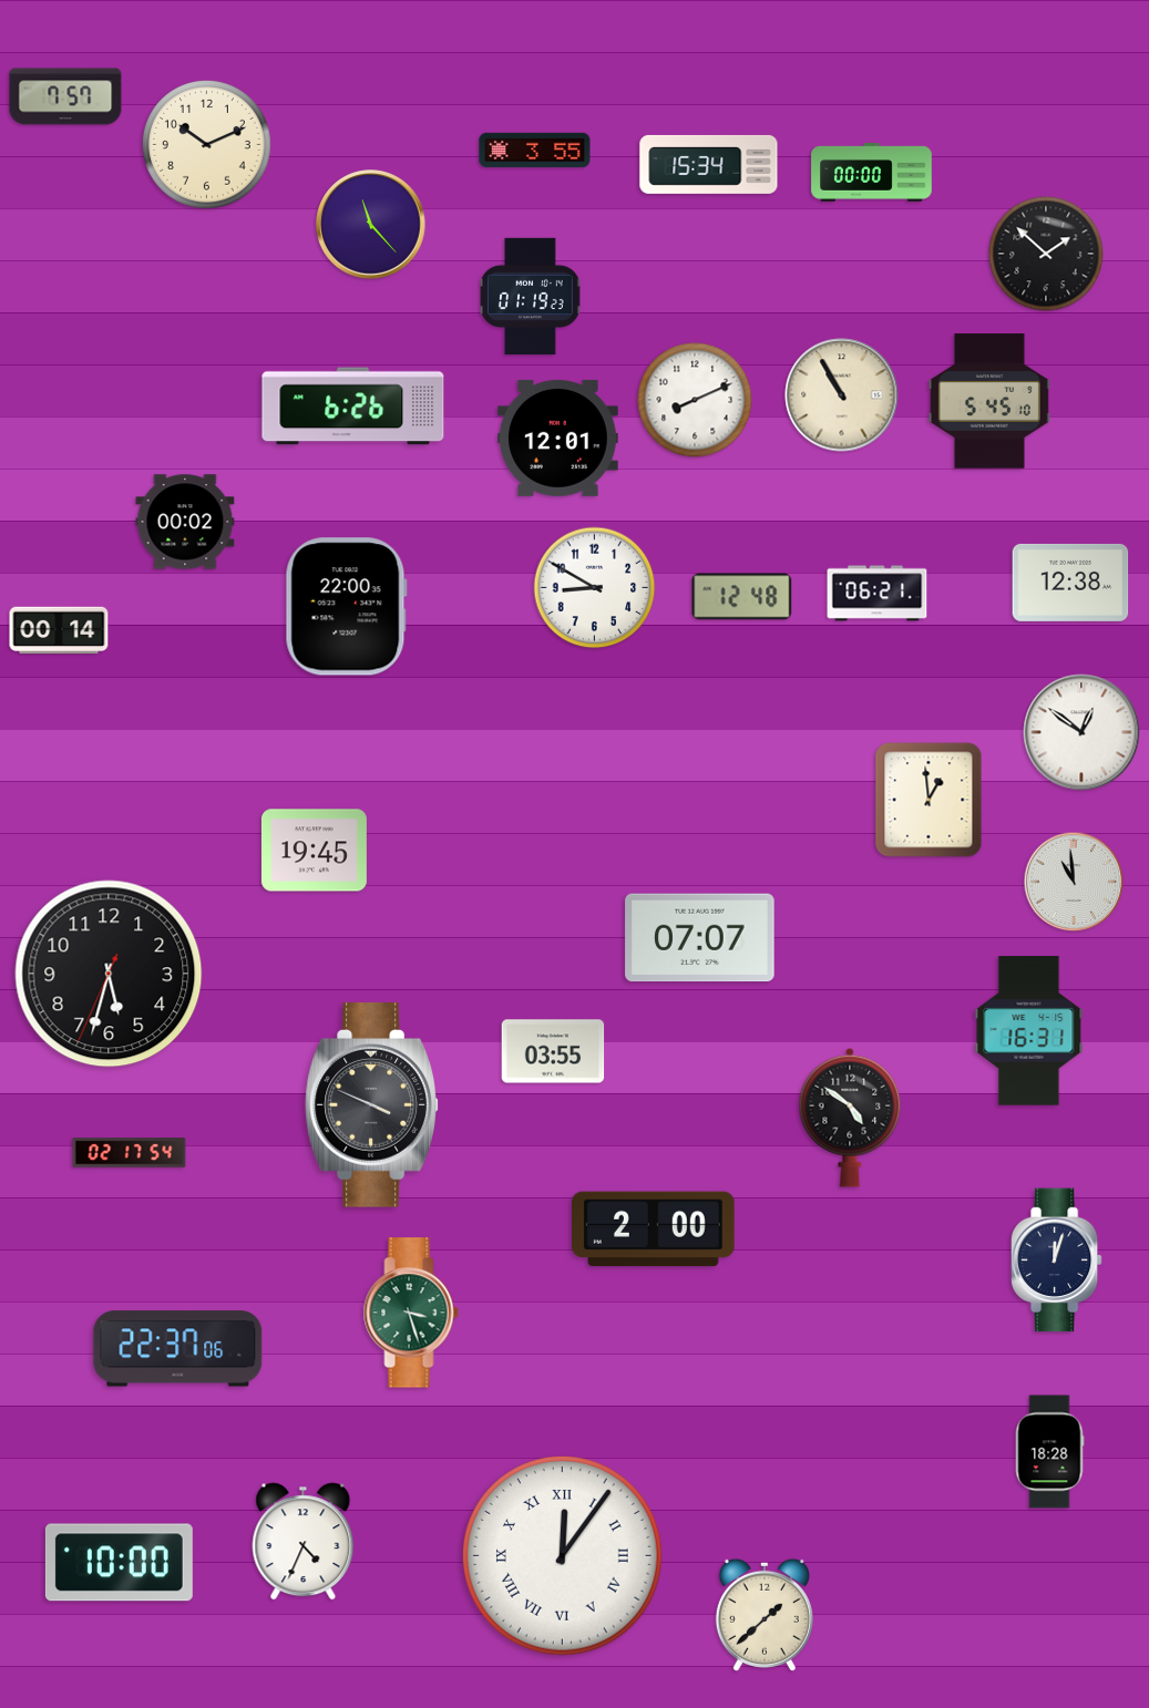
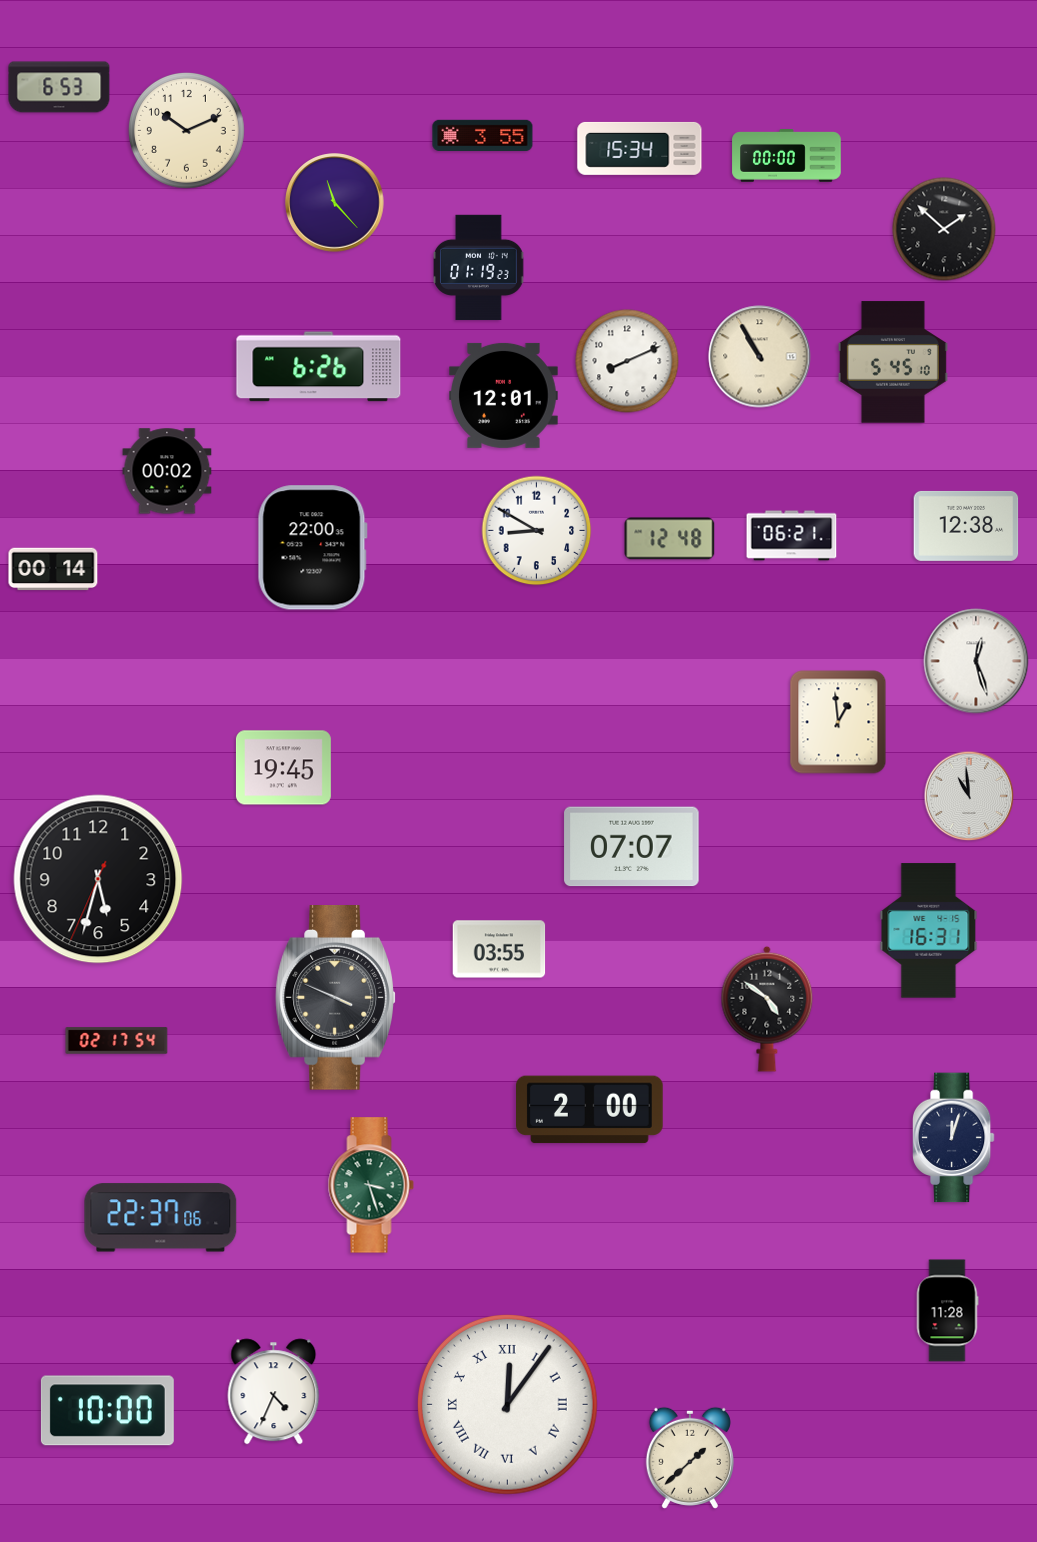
clock at (65, 96): 7:57 -> 6:53
clock at (1081, 732): 12:51 -> 12:27
clock at (1049, 1452): 18:28 -> 11:28
